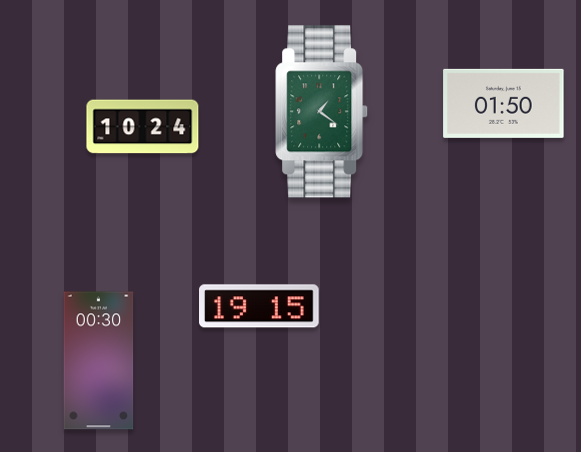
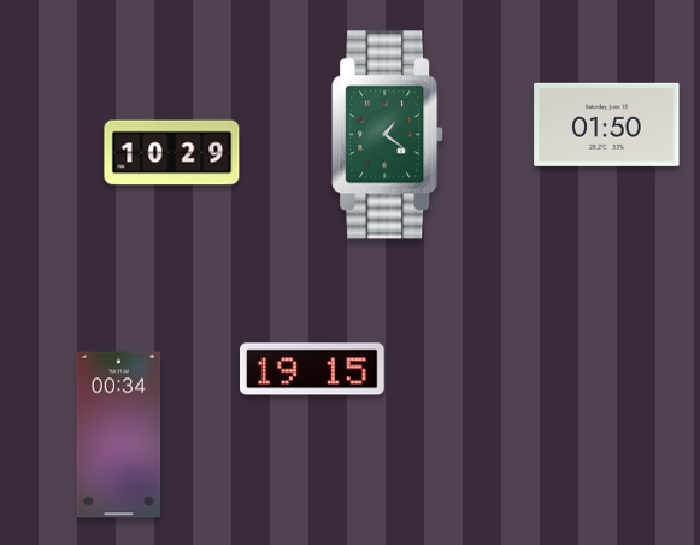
clock at (143, 127): 10:24 -> 10:29
clock at (99, 361): 00:30 -> 00:34
